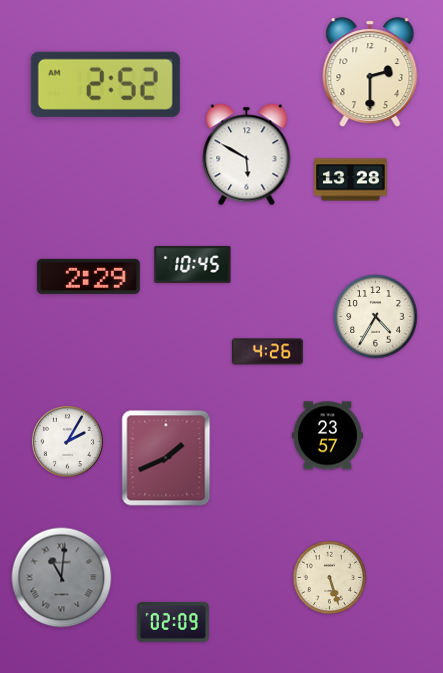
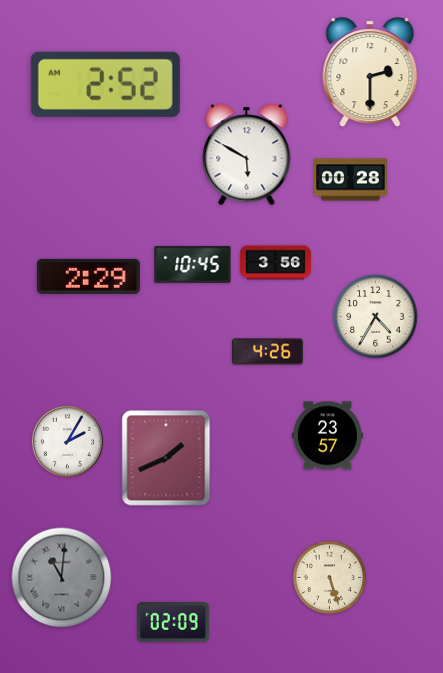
clock at (351, 180): 13:28 -> 00:28
clock at (275, 263): none -> 3:56
